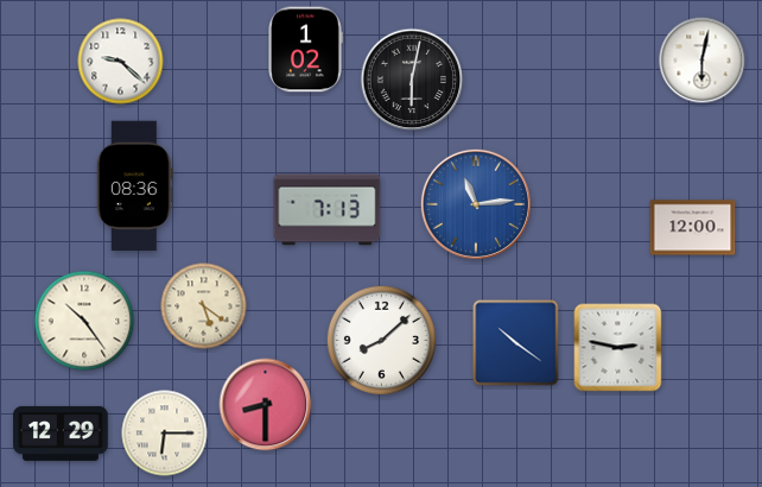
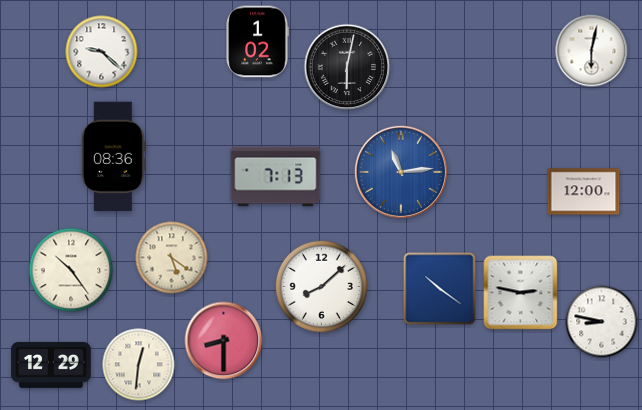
clock at (516, 343) position: (516, 343) -> (440, 289)
clock at (602, 322): none -> 8:47
clock at (165, 434): 6:15 -> 12:31
